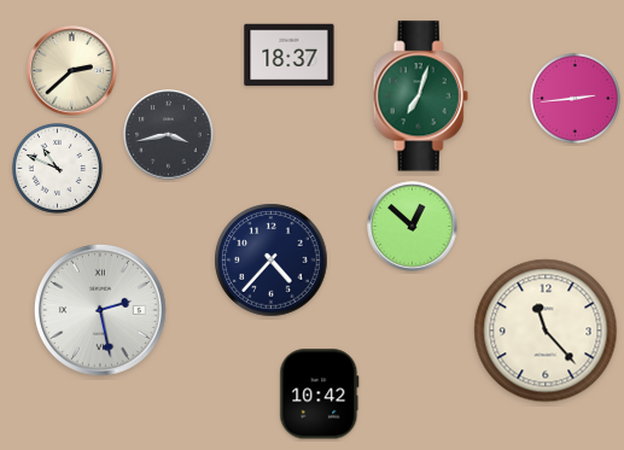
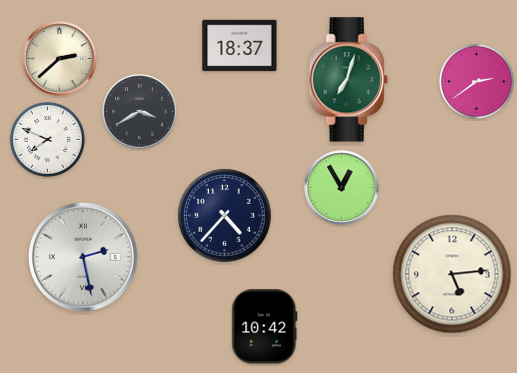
clock at (575, 98): 2:44 -> 2:39
clock at (169, 135): 3:43 -> 3:40
clock at (57, 168): 10:49 -> 7:49
clock at (413, 227): 12:52 -> 12:55
clock at (546, 331): 11:23 -> 5:14
